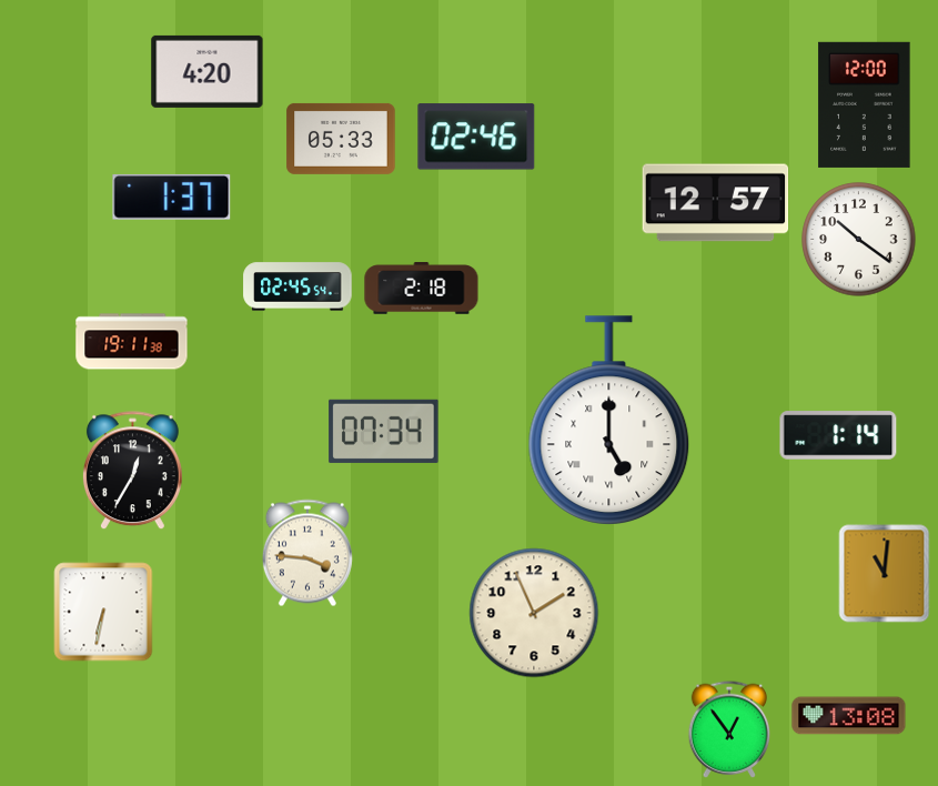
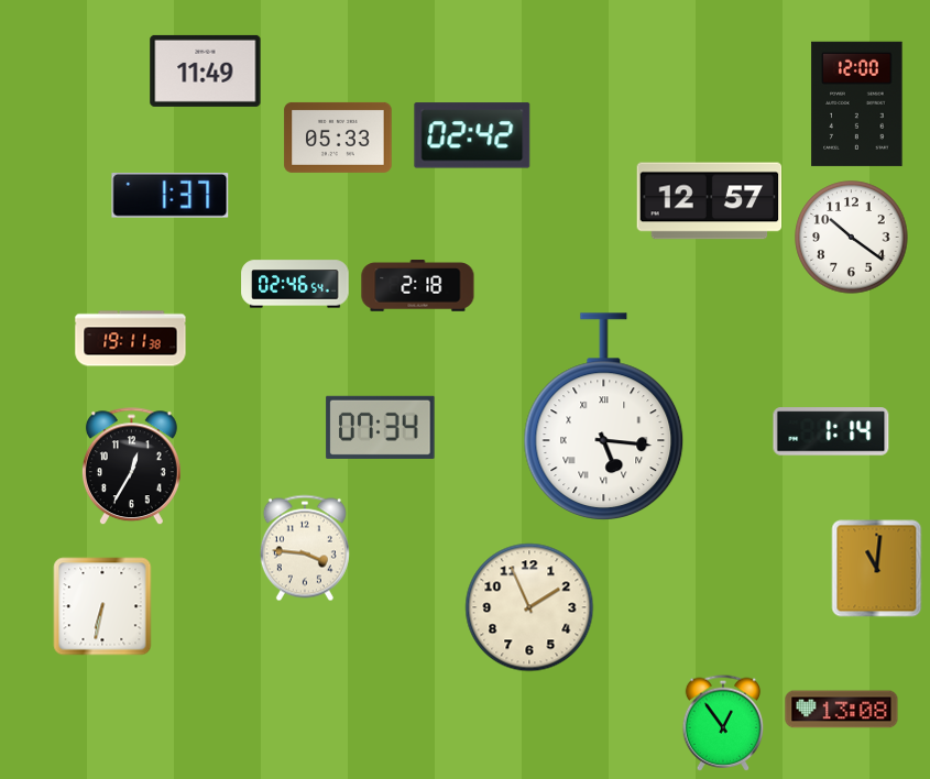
clock at (208, 71): 4:20 -> 11:49
clock at (476, 137): 02:46 -> 02:42
clock at (297, 286): 02:45 -> 02:46
clock at (609, 420): 5:00 -> 5:16
